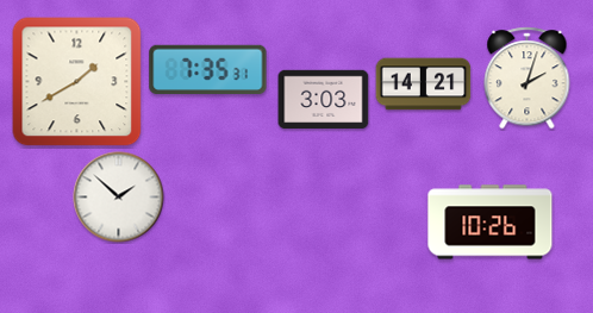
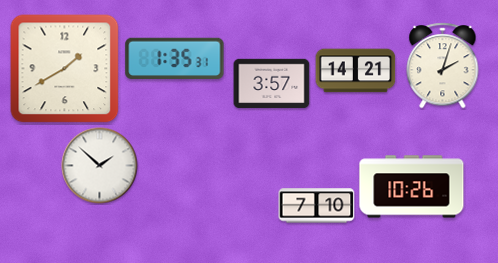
clock at (208, 70): 7:35 -> 1:35
clock at (324, 100): 3:03 -> 3:57
clock at (317, 206): none -> 7:10
